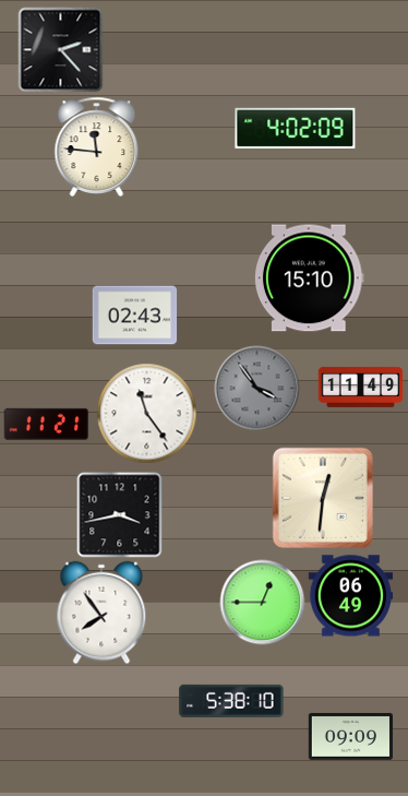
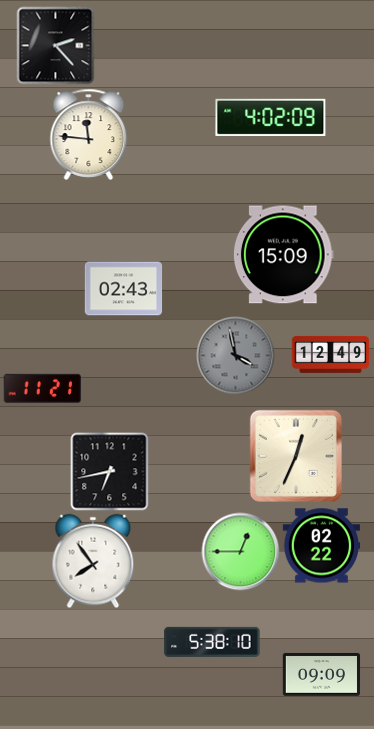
clock at (309, 278): 15:10 -> 15:09
clock at (360, 387): 11:49 -> 12:49
clock at (256, 388): 3:54 -> 3:58
clock at (146, 413): 11:24 -> none
clock at (323, 498): 12:31 -> 12:34
clock at (119, 514): 3:43 -> 6:43
clock at (350, 596): 06:49 -> 02:22
